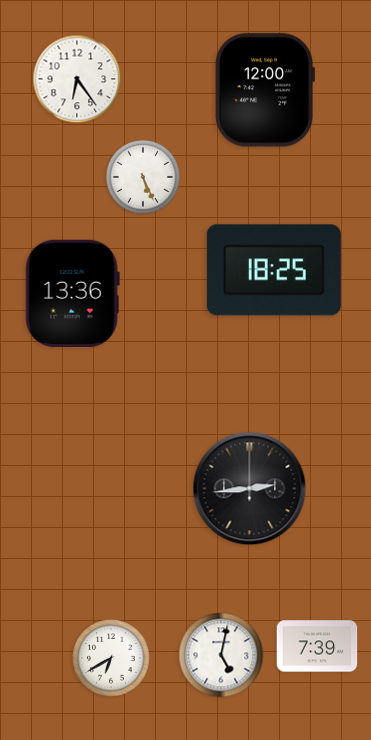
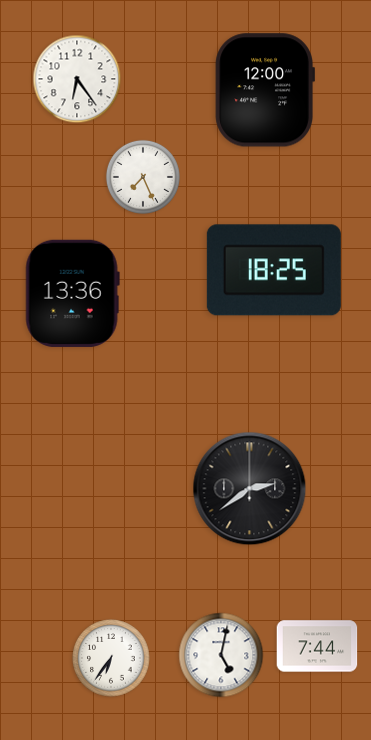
clock at (143, 177): 5:26 -> 7:26
clock at (250, 489): 2:44 -> 2:39
clock at (317, 646): 7:39 -> 7:44
clock at (111, 658): 6:40 -> 6:36
